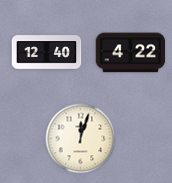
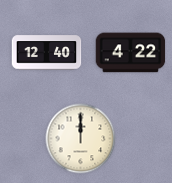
clock at (81, 139): 12:03 -> 12:00
